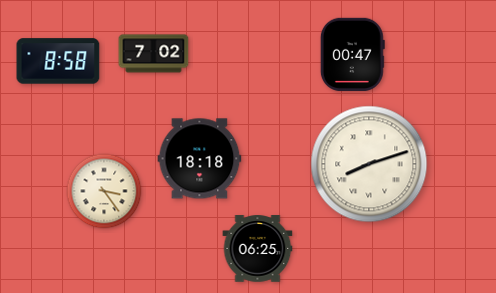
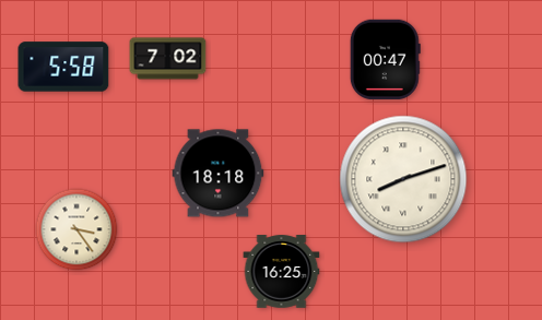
clock at (58, 61): 8:58 -> 5:58
clock at (104, 191) position: (104, 191) -> (76, 229)
clock at (258, 249): 06:25 -> 16:25
